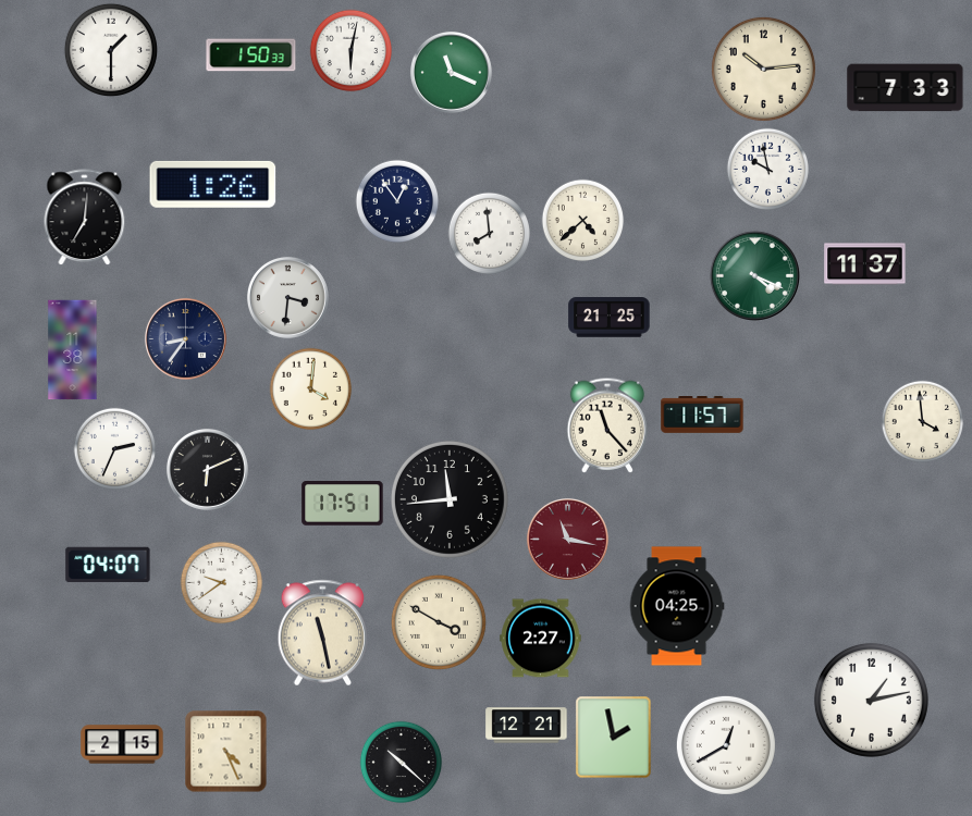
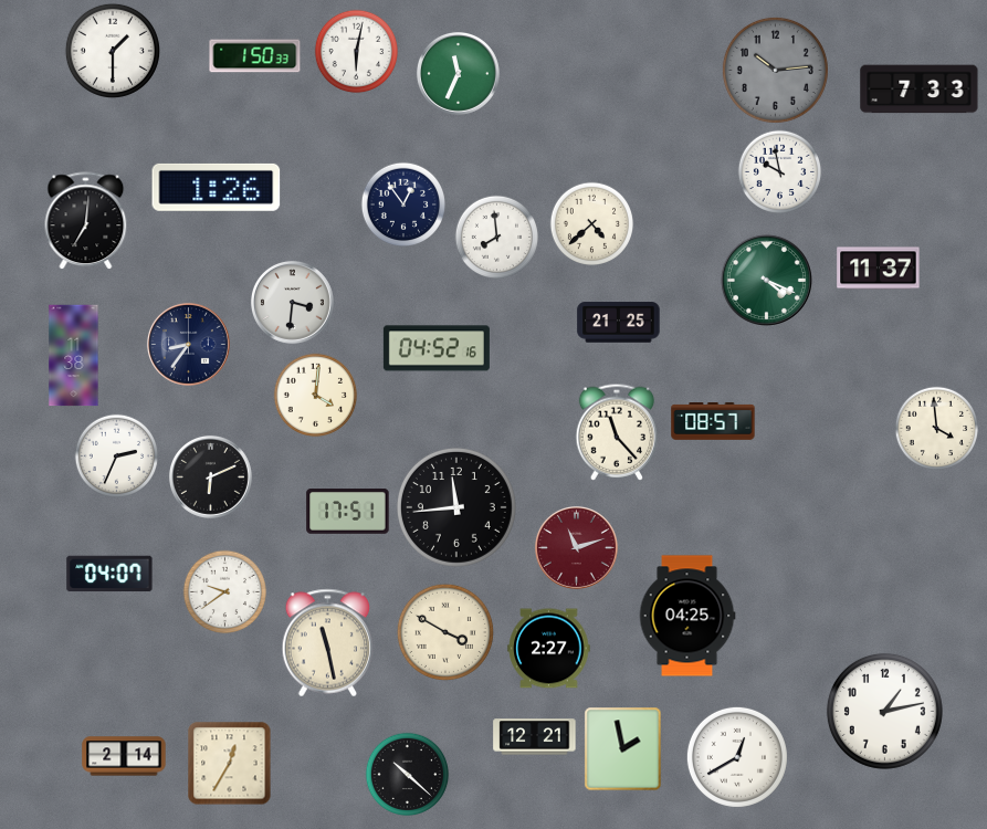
clock at (763, 69) dial: cream -> grey
clock at (451, 72): 11:19 -> 11:34
clock at (437, 348): none -> 04:52
clock at (702, 416): 11:57 -> 08:57
clock at (567, 539): 11:17 -> 11:12
clock at (122, 744): 2:15 -> 2:14
clock at (226, 752): 4:26 -> 12:35
